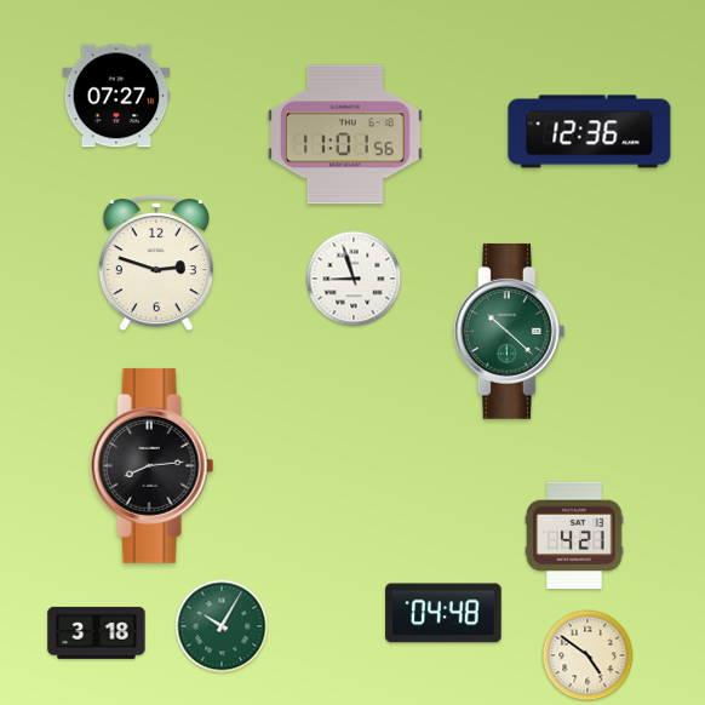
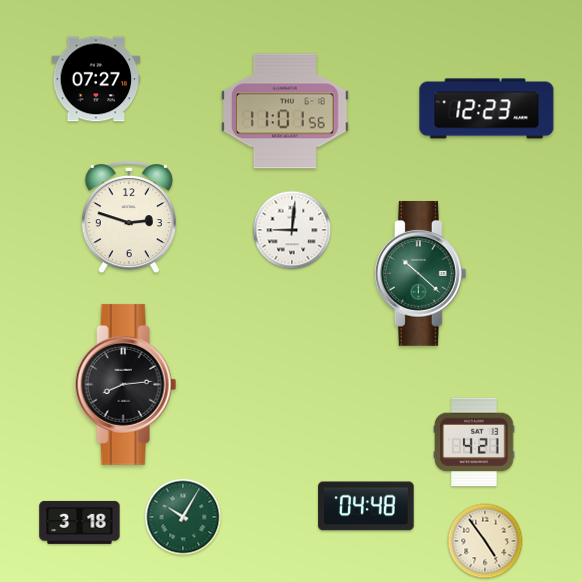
clock at (590, 132): 12:36 -> 12:23
clock at (354, 279): 8:57 -> 9:01
clock at (587, 655): 4:51 -> 4:54
